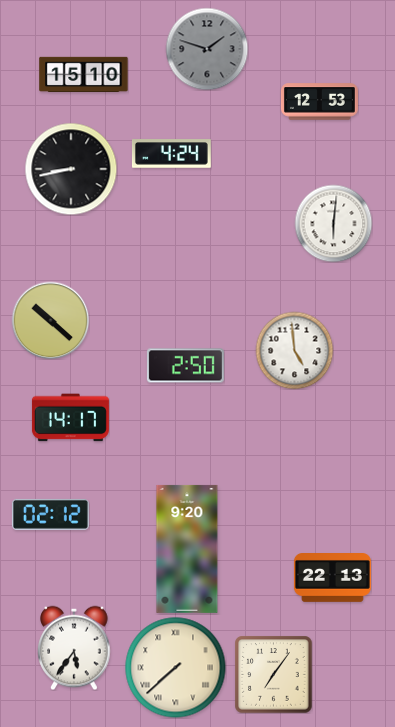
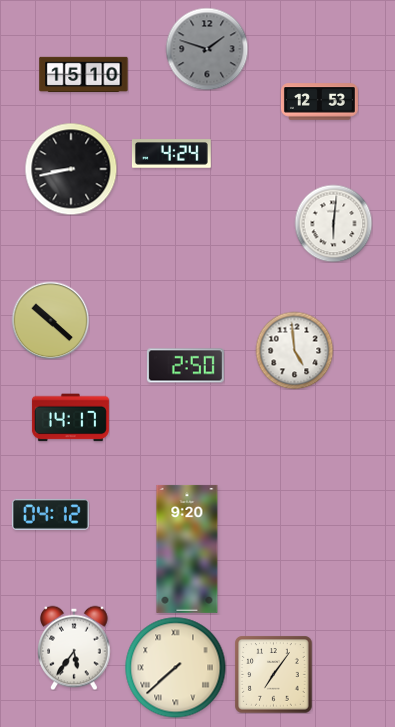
clock at (50, 514): 02:12 -> 04:12
clock at (332, 578): 22:13 -> none
